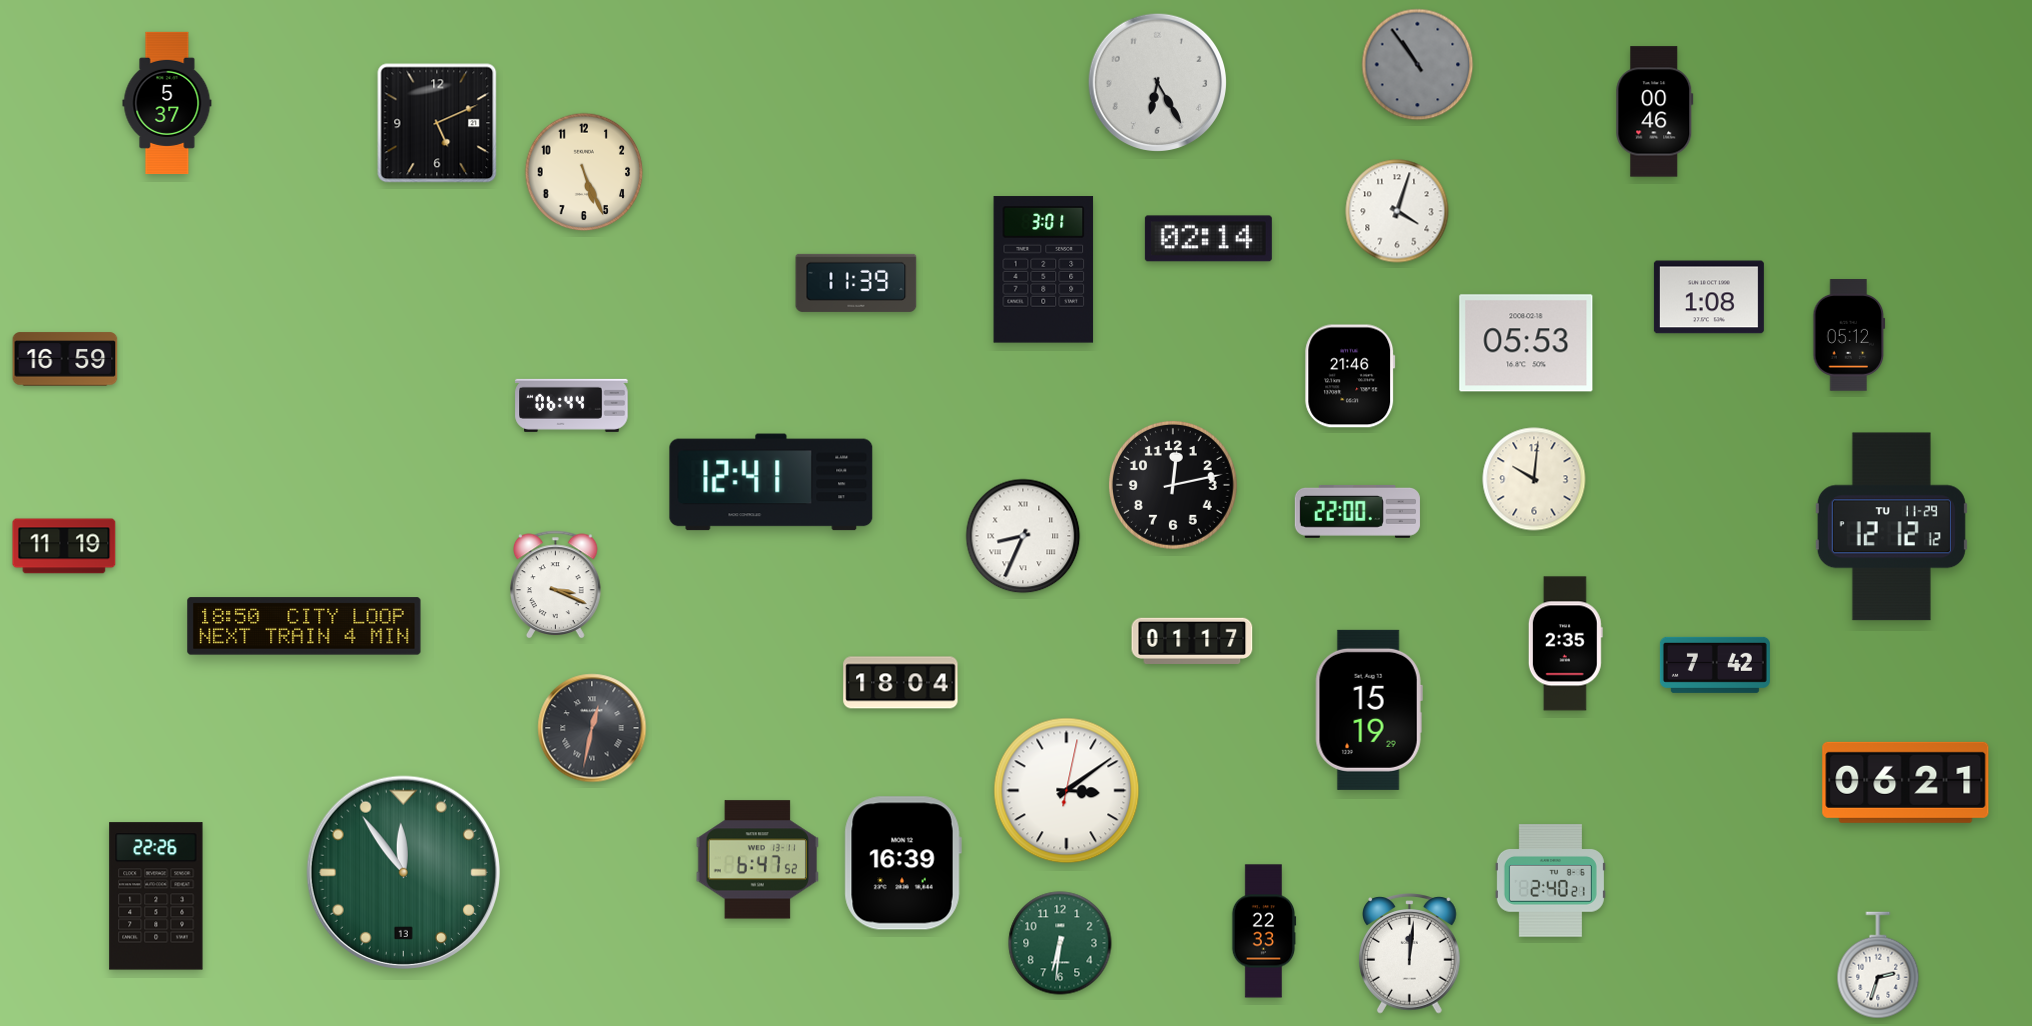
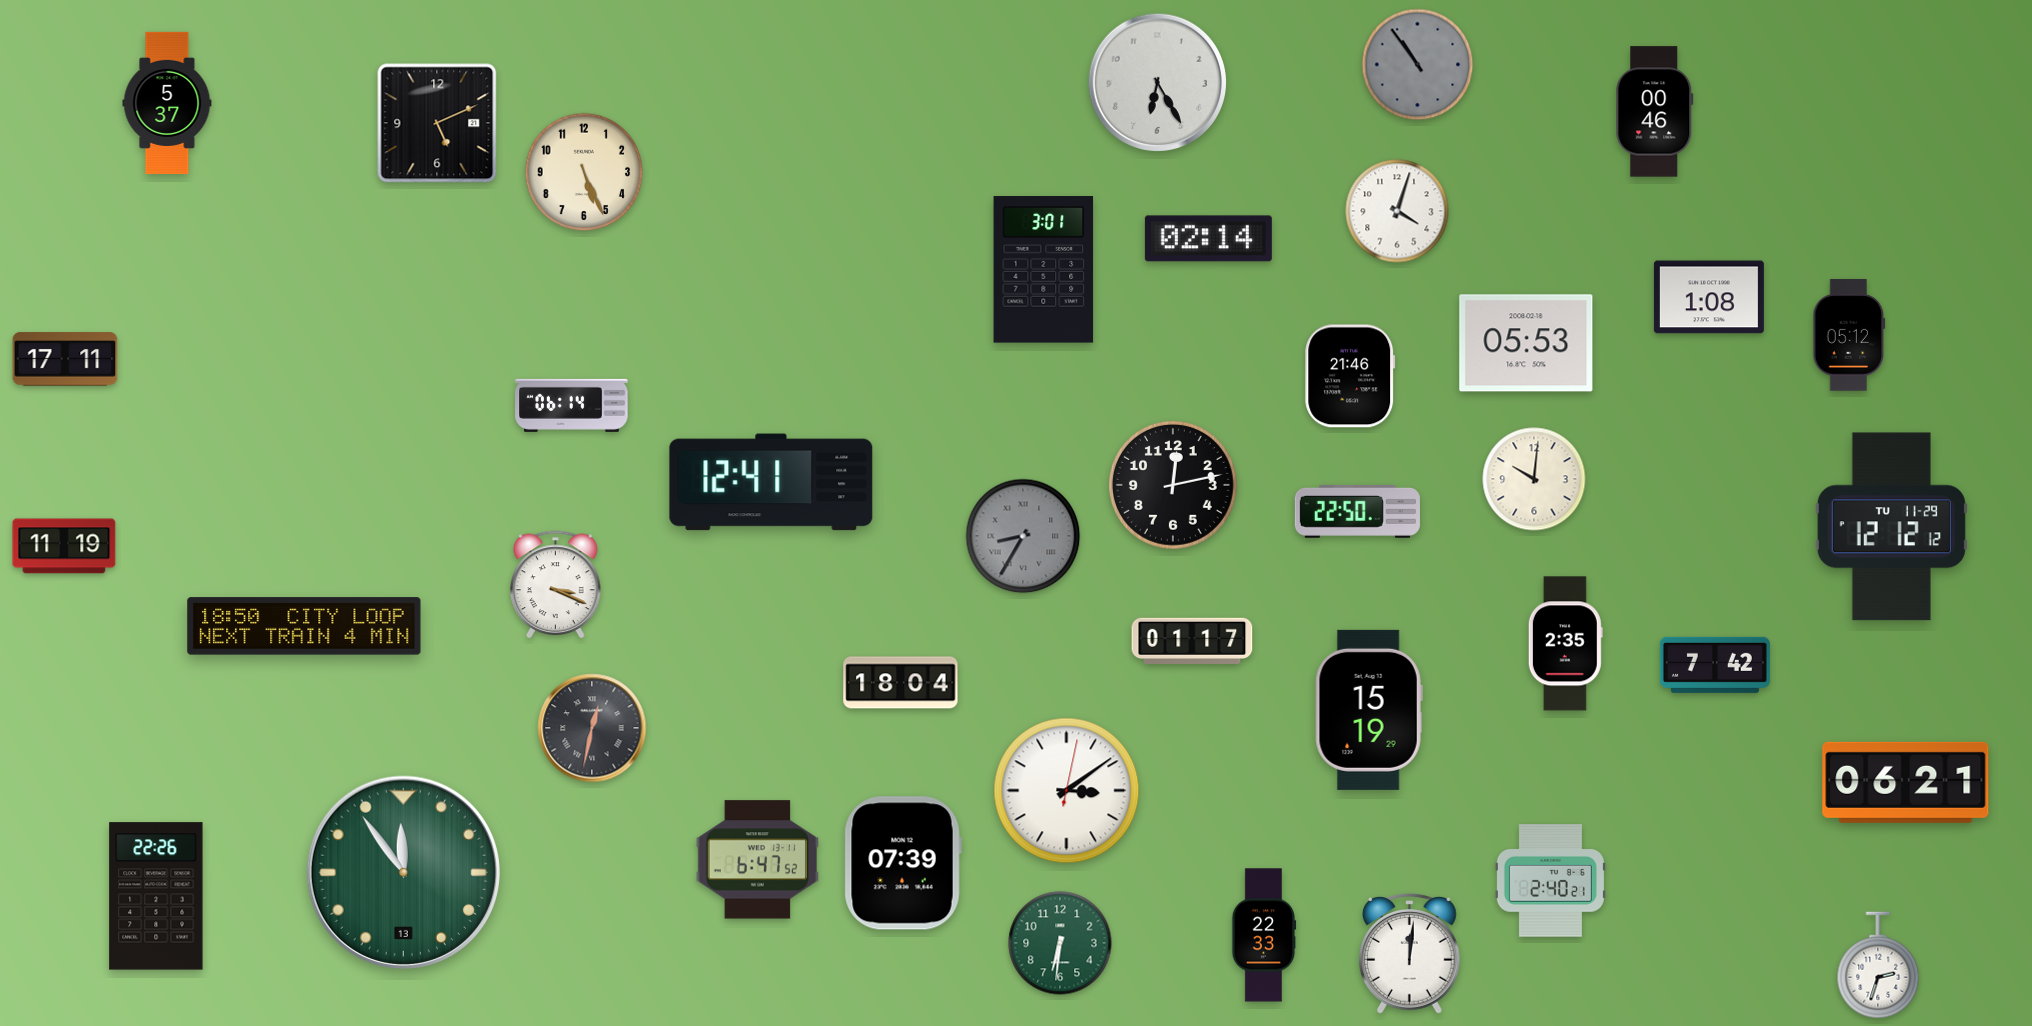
clock at (856, 283): 11:39 -> none
clock at (65, 359): 16:59 -> 17:11
clock at (572, 405): 06:44 -> 06:14
clock at (1357, 511): 22:00 -> 22:50
clock at (1023, 536): 8:34 -> 8:35
clock at (1023, 536) dial: white -> grey
clock at (903, 863): 16:39 -> 07:39
clock at (1264, 931) position: (1264, 931) -> (1264, 935)
